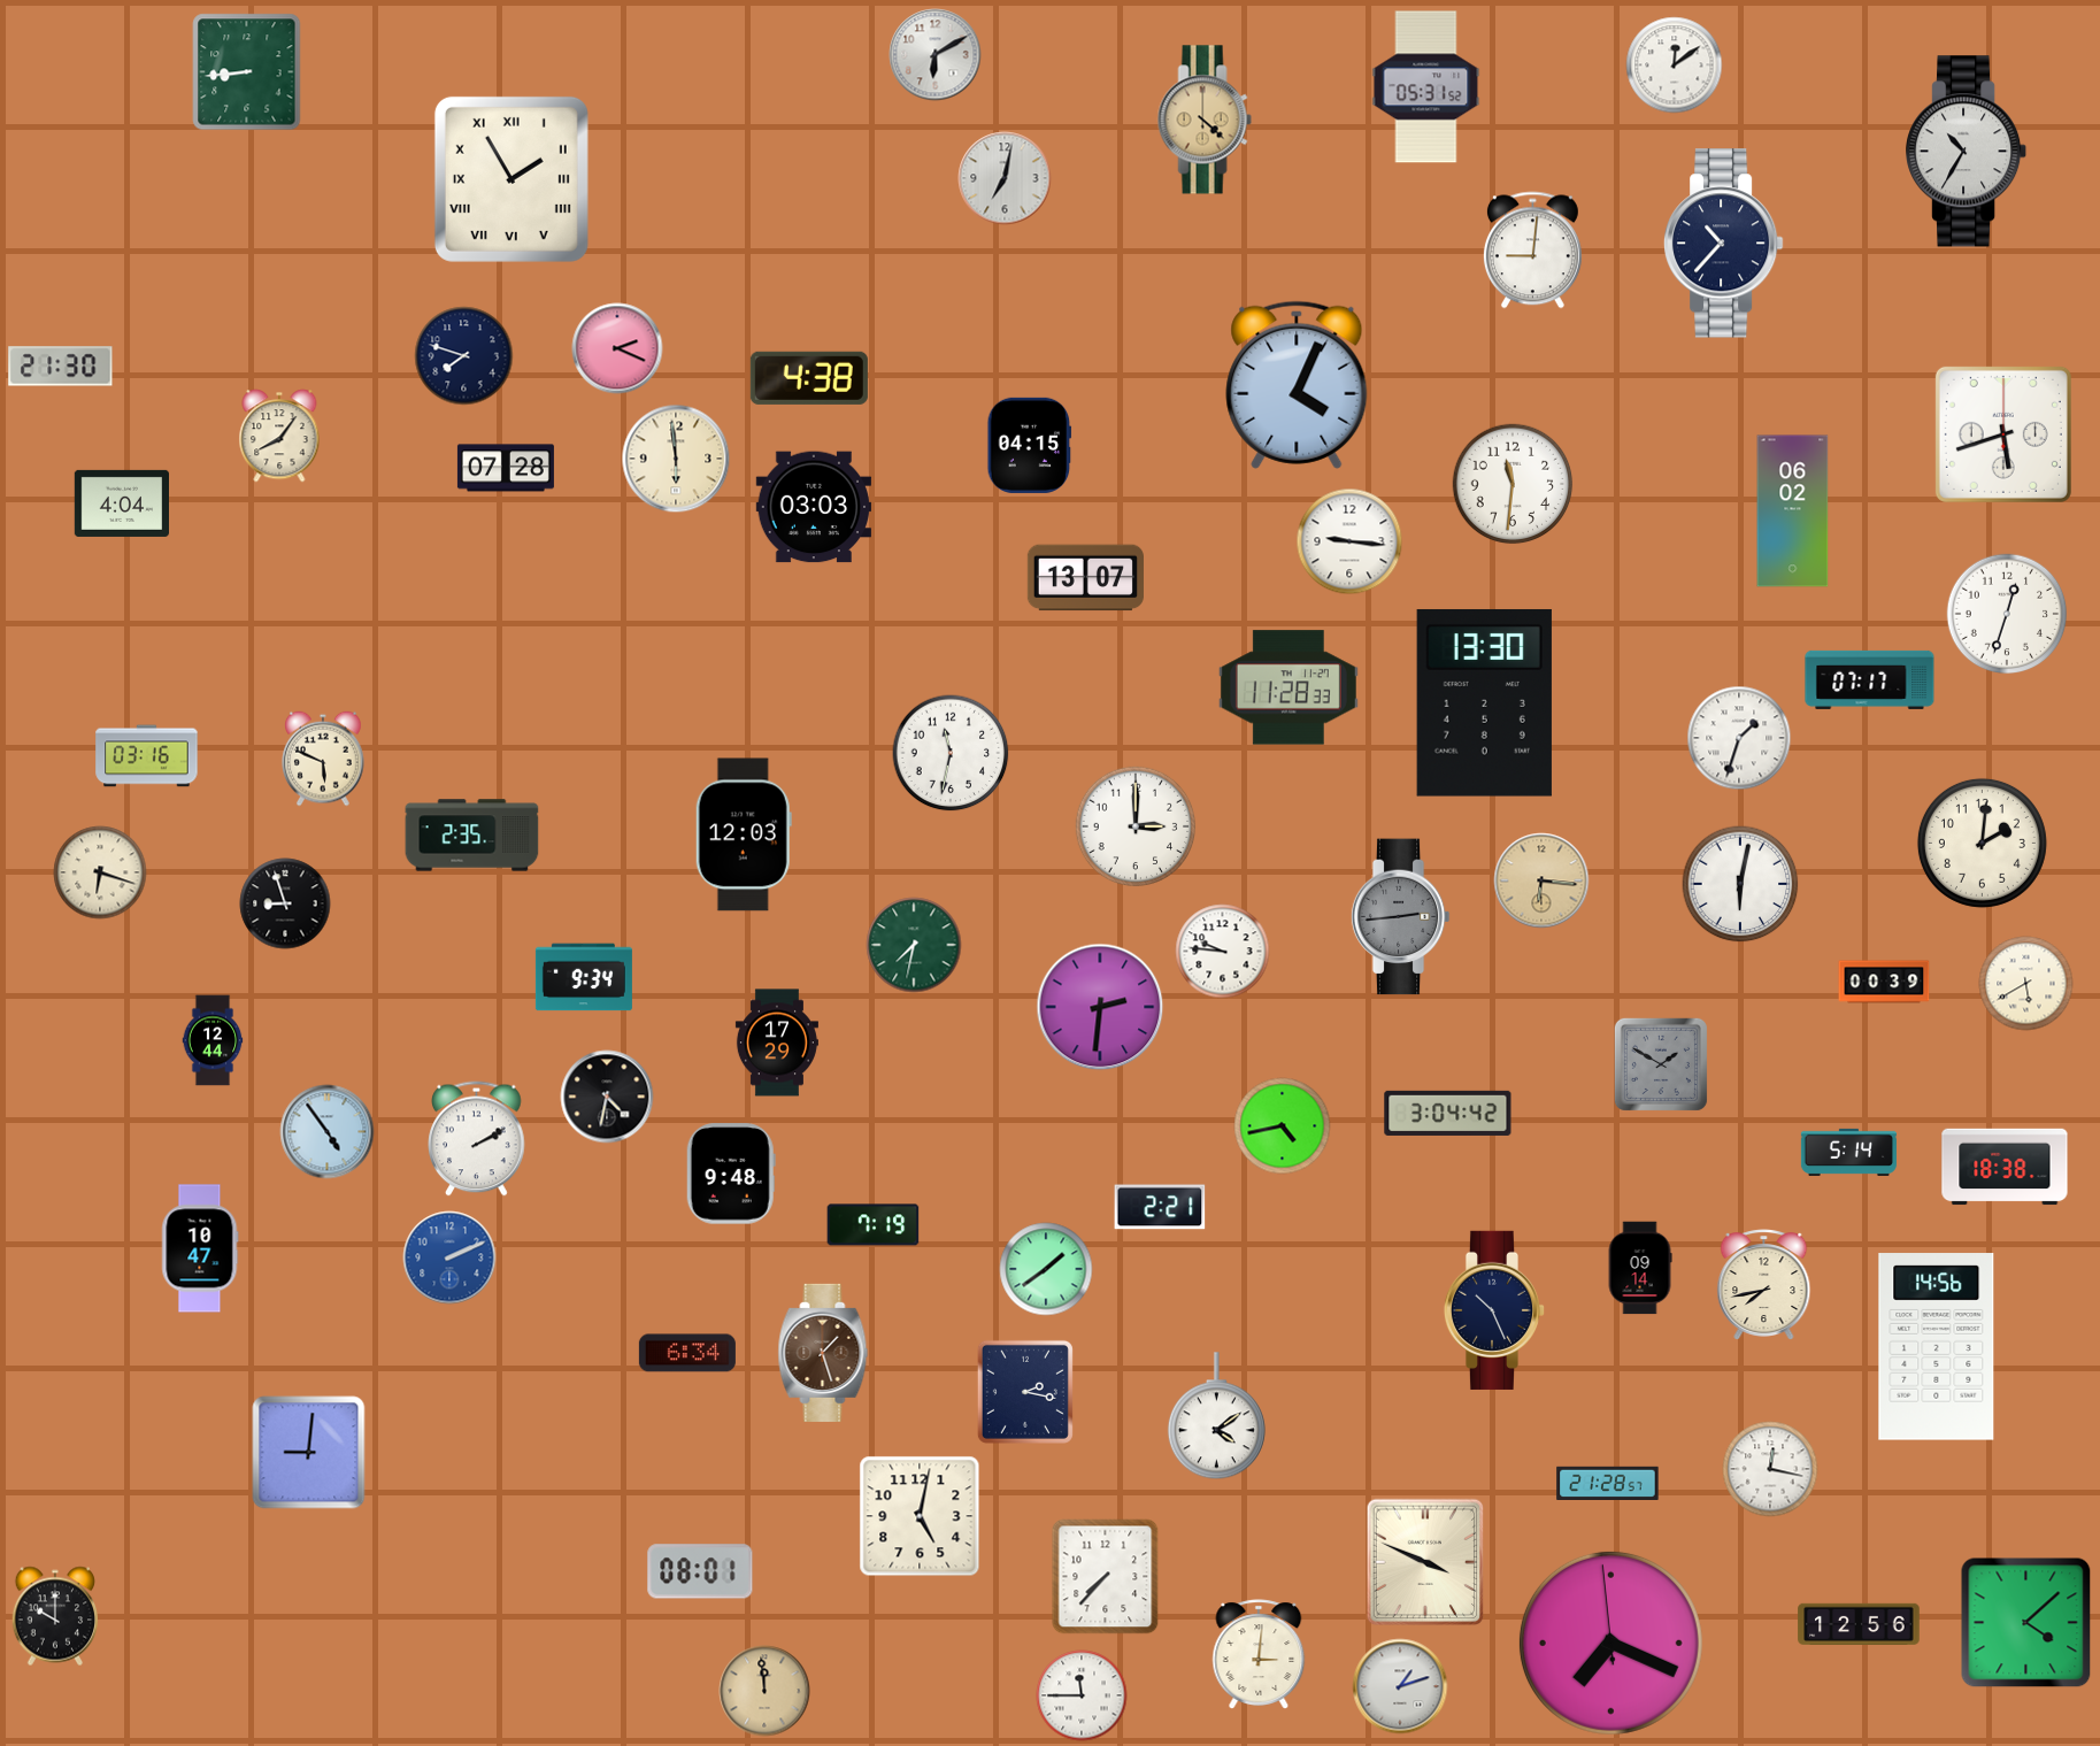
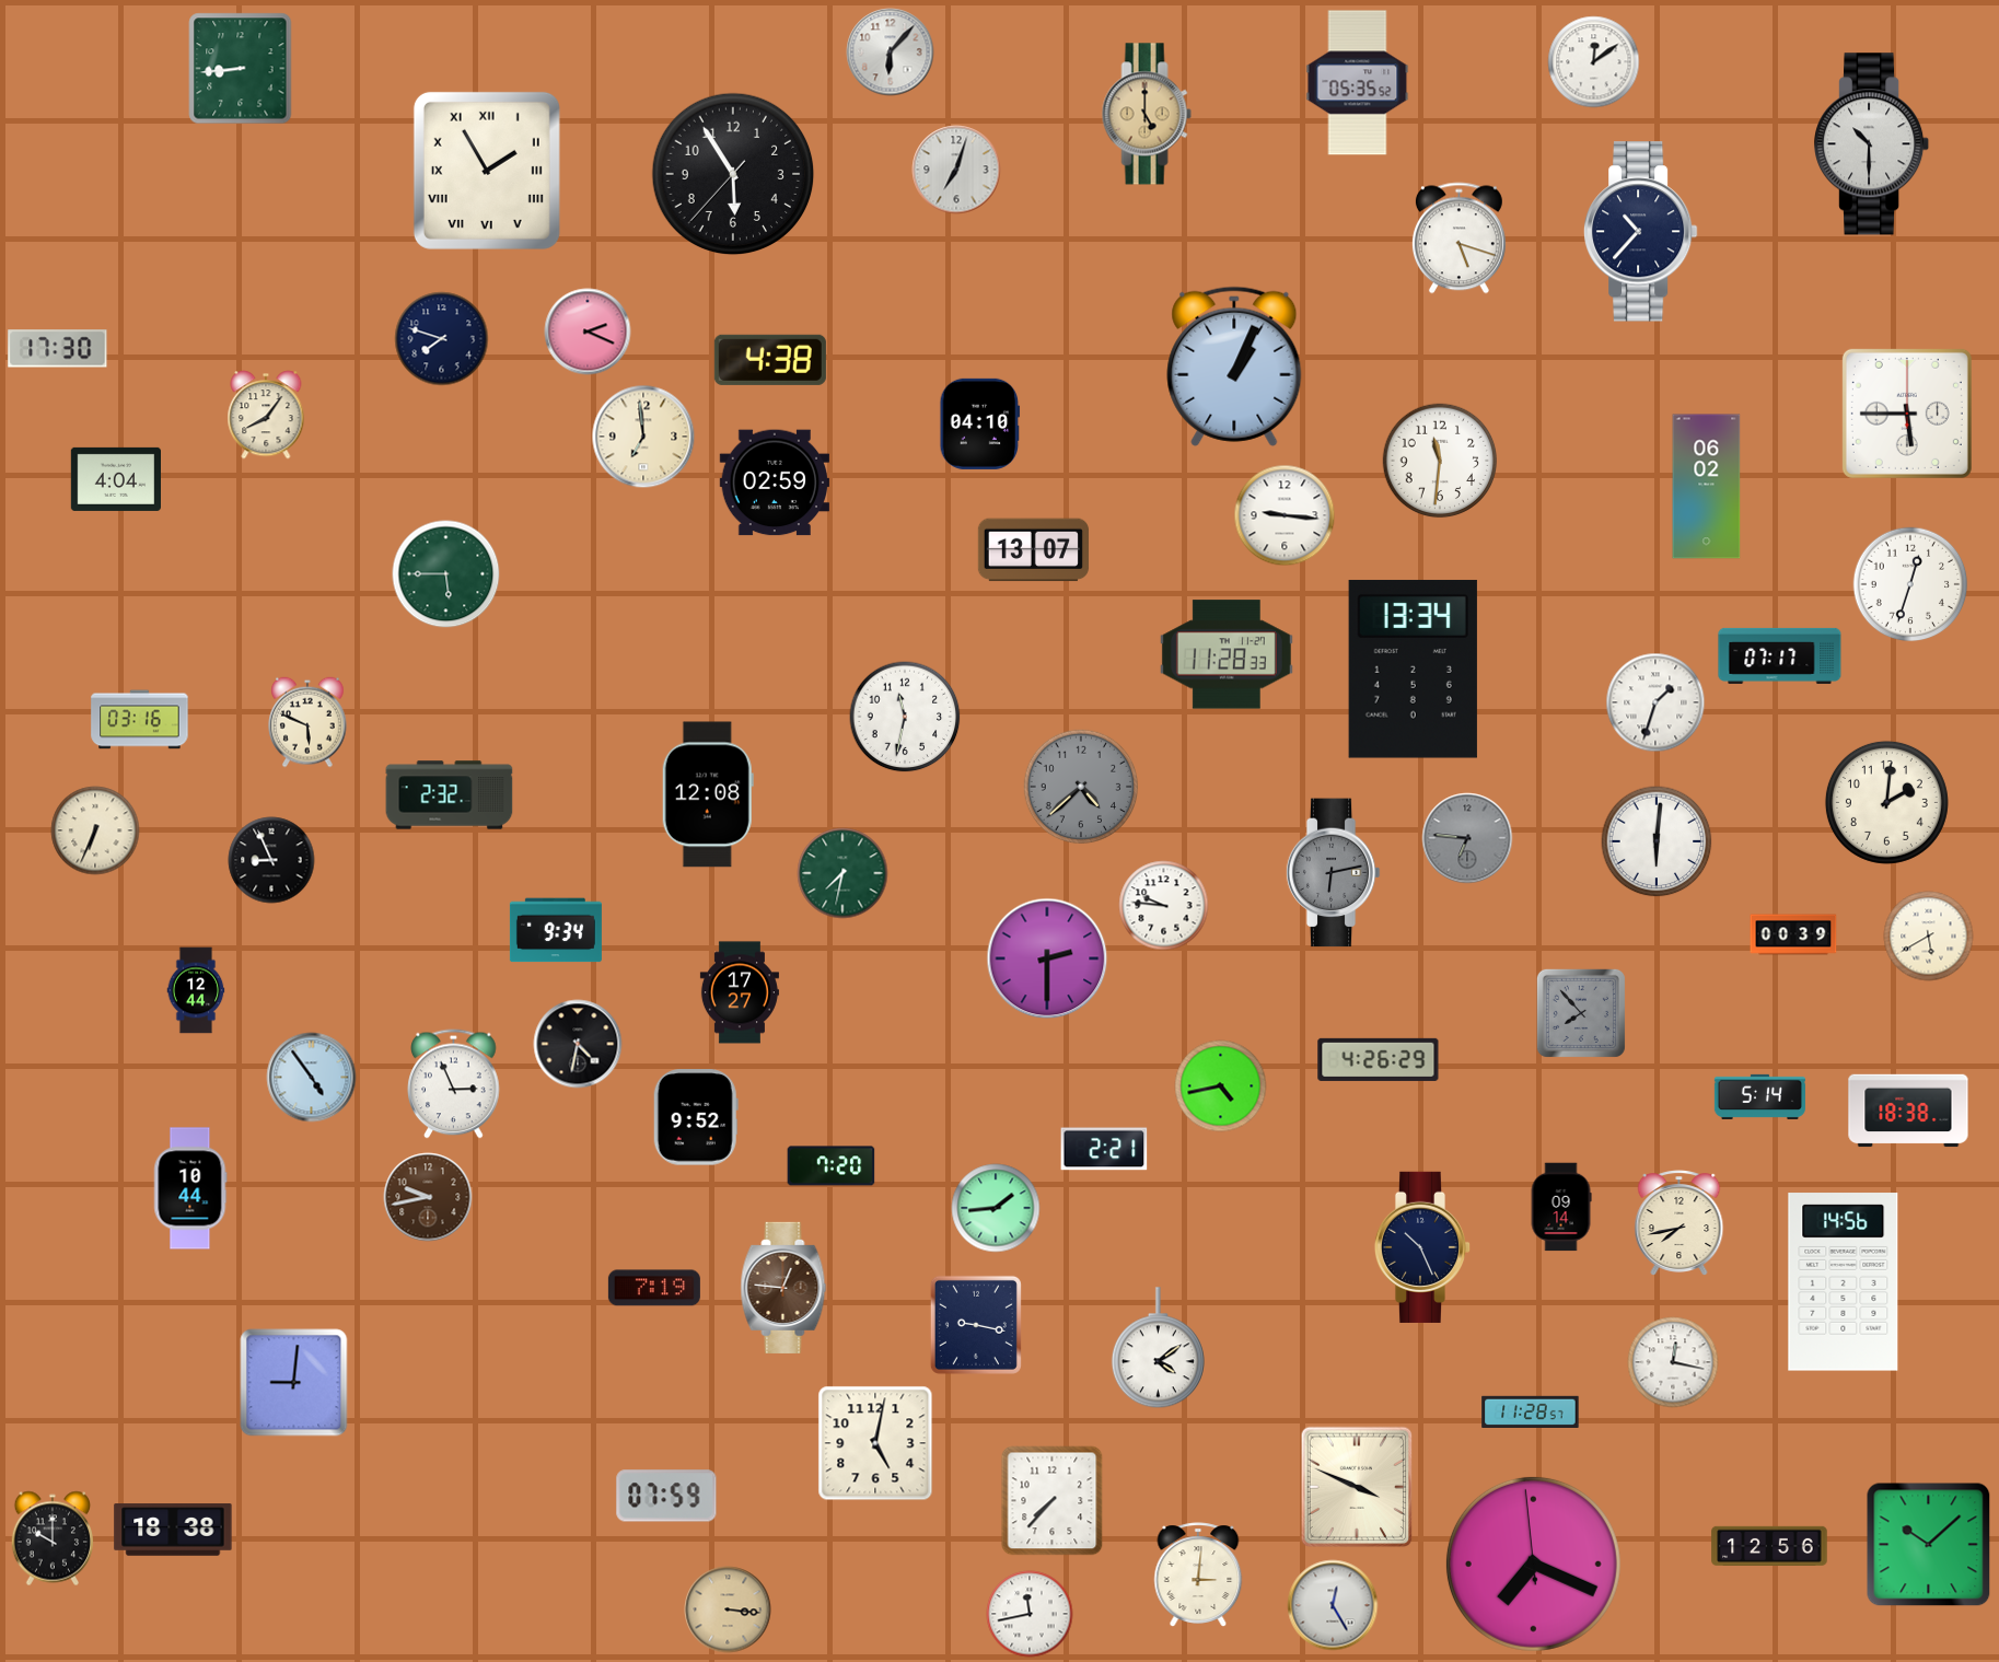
clock at (936, 55): 6:10 -> 6:07
clock at (247, 72) position: (247, 72) -> (241, 69)
clock at (1426, 87): 05:31 -> 05:35
clock at (1205, 120): 4:22 -> 5:00
clock at (1968, 152): 10:35 -> 10:30
clock at (1005, 178): 7:02 -> 7:03
clock at (733, 174): none -> 5:54
clock at (1532, 251): 9:01 -> 5:18
clock at (61, 367): 21:30 -> 17:30
clock at (1297, 385): 4:04 -> 1:04
clock at (2003, 434): 5:42 -> 5:45
clock at (1030, 445): 04:15 -> 04:10
clock at (676, 459): 5:59 -> 6:59
clock at (506, 468): 07:28 -> none
clock at (813, 507): 03:03 -> 02:59
clock at (446, 574): none -> 5:45
clock at (1870, 679) position: (1870, 679) -> (1780, 655)
clock at (1484, 703): 13:30 -> 13:34
clock at (1136, 826): 3:00 -> 4:38
clock at (1136, 826) dial: white -> grey
clock at (744, 834): 12:03 -> 12:08
clock at (472, 836): 2:35 -> 2:32
clock at (100, 872): 6:18 -> 6:34
clock at (1541, 880): 6:16 -> 6:46
clock at (1541, 880) dial: champagne -> grey
clock at (1740, 884): 6:02 -> 6:01
clock at (285, 903): 8:57 -> 8:56
clock at (1400, 917): 2:44 -> 6:13
clock at (914, 945) position: (914, 945) -> (842, 873)
clock at (1100, 1007): 2:31 -> 2:30
clock at (213, 1040) position: (213, 1040) -> (196, 990)
clock at (777, 1043): 17:29 -> 17:27
clock at (1661, 1064): 1:50 -> 7:53
clock at (1448, 1113): 3:04 -> 4:26
clock at (1283, 1126) position: (1283, 1126) -> (1221, 1086)
clock at (477, 1139): 2:10 -> 2:56
clock at (731, 1174): 9:48 -> 9:52
clock at (874, 1225): 7:19 -> 7:20
clock at (200, 1248): 10:47 -> 10:44
clock at (449, 1257): 2:11 -> 9:43
clock at (449, 1257) dial: blue -> brown
clock at (1046, 1269): 1:39 -> 1:44
clock at (687, 1353): 6:34 -> 7:19
clock at (823, 1353): 1:27 -> 12:46
clock at (1025, 1392): 2:17 -> 9:17
clock at (1770, 1469) position: (1770, 1469) -> (1673, 1362)
clock at (1608, 1483): 21:28 -> 11:28
clock at (700, 1571): 08:01 -> 07:59
clock at (173, 1530): none -> 18:38
clock at (2026, 1623): 4:08 -> 10:08
clock at (1400, 1686): 1:12 -> 12:25
clock at (764, 1691): 11:59 -> 3:16
clock at (1082, 1695): 11:45 -> 11:43
